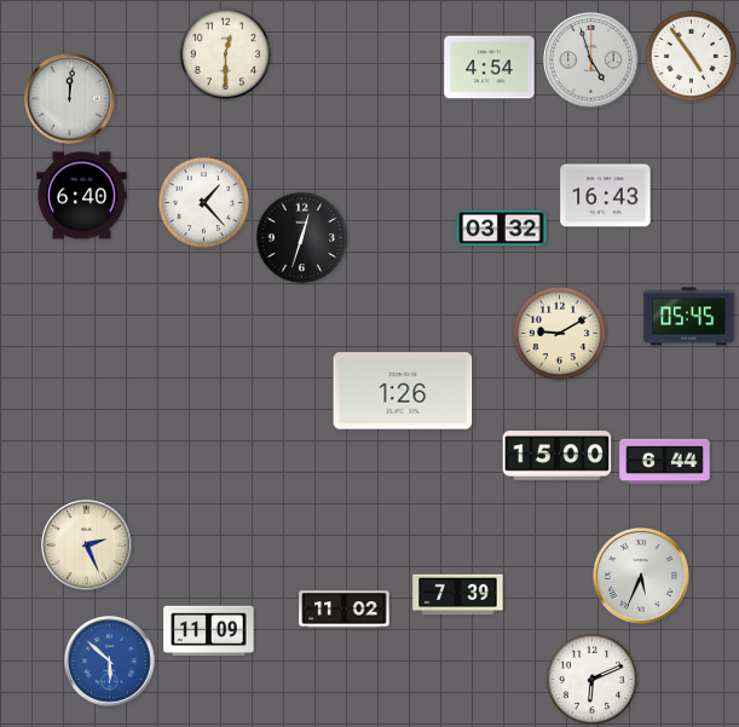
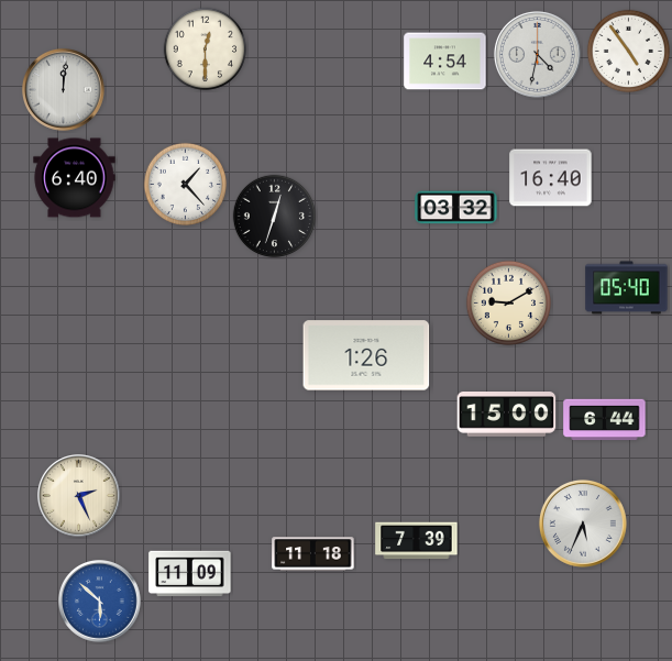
clock at (590, 59): 4:57 -> 4:32
clock at (606, 196): 16:43 -> 16:40
clock at (689, 317): 05:45 -> 05:40
clock at (345, 610): 11:02 -> 11:18
clock at (591, 679): 6:11 -> none
